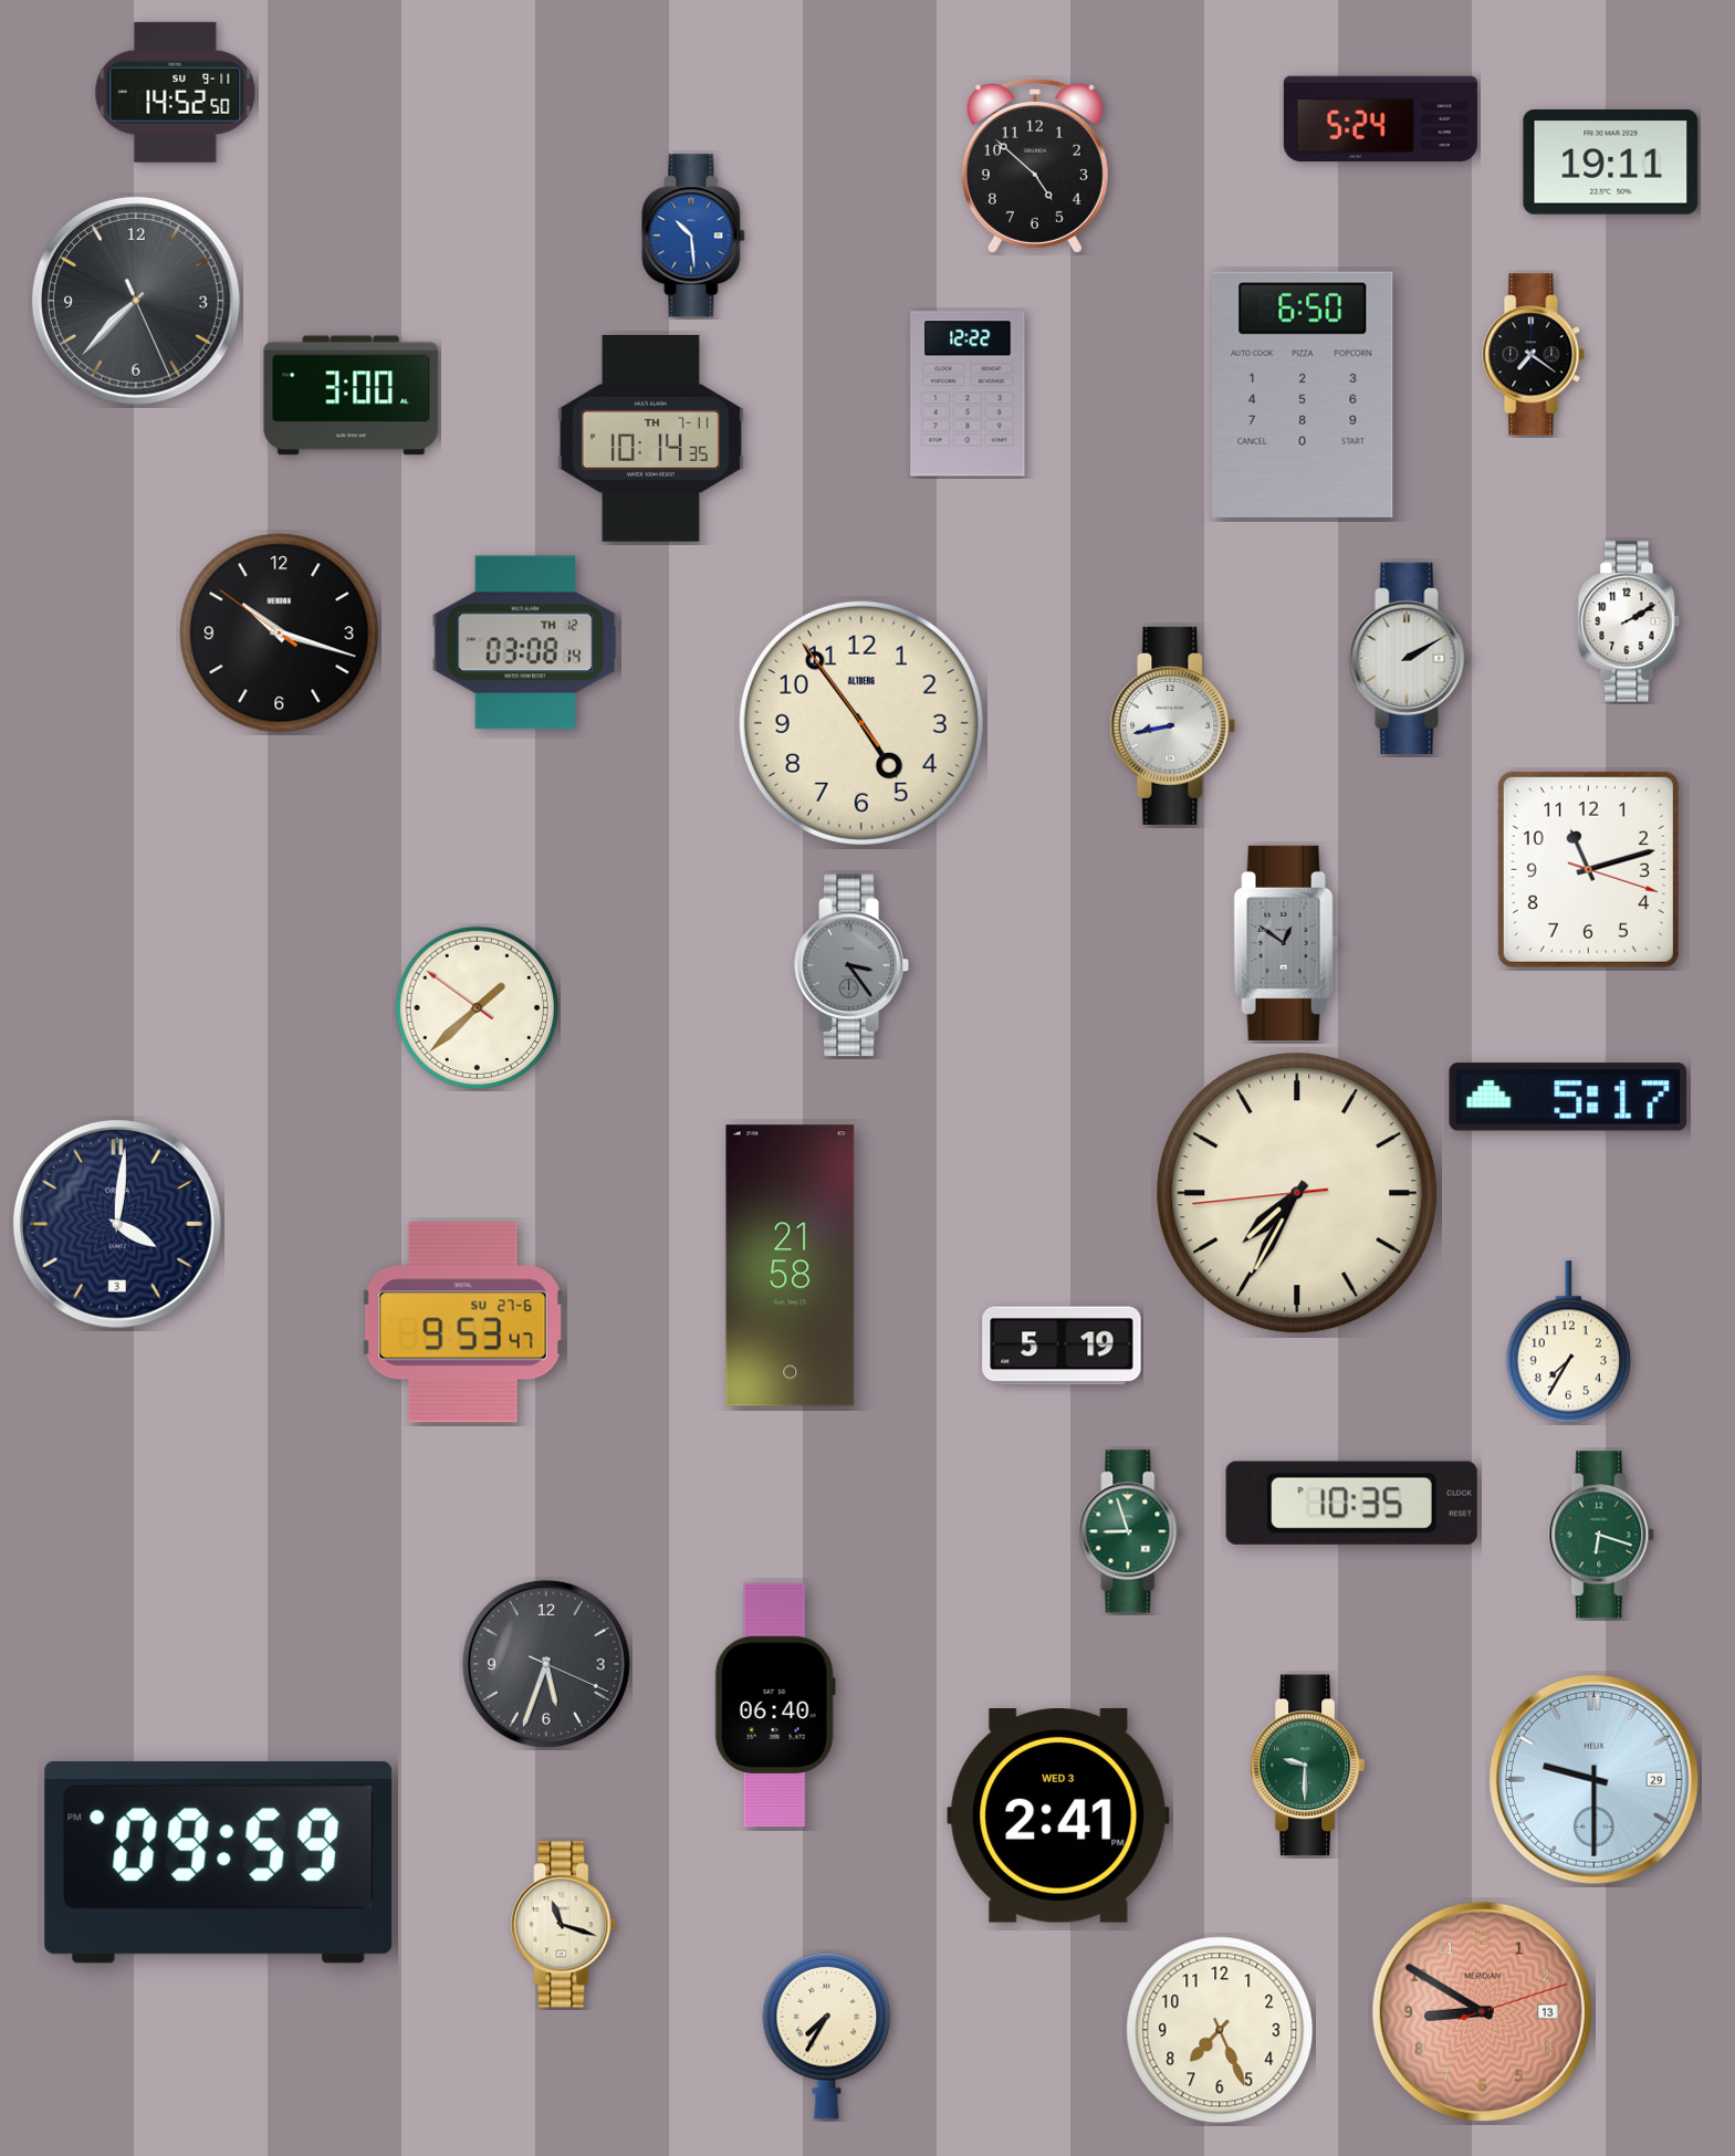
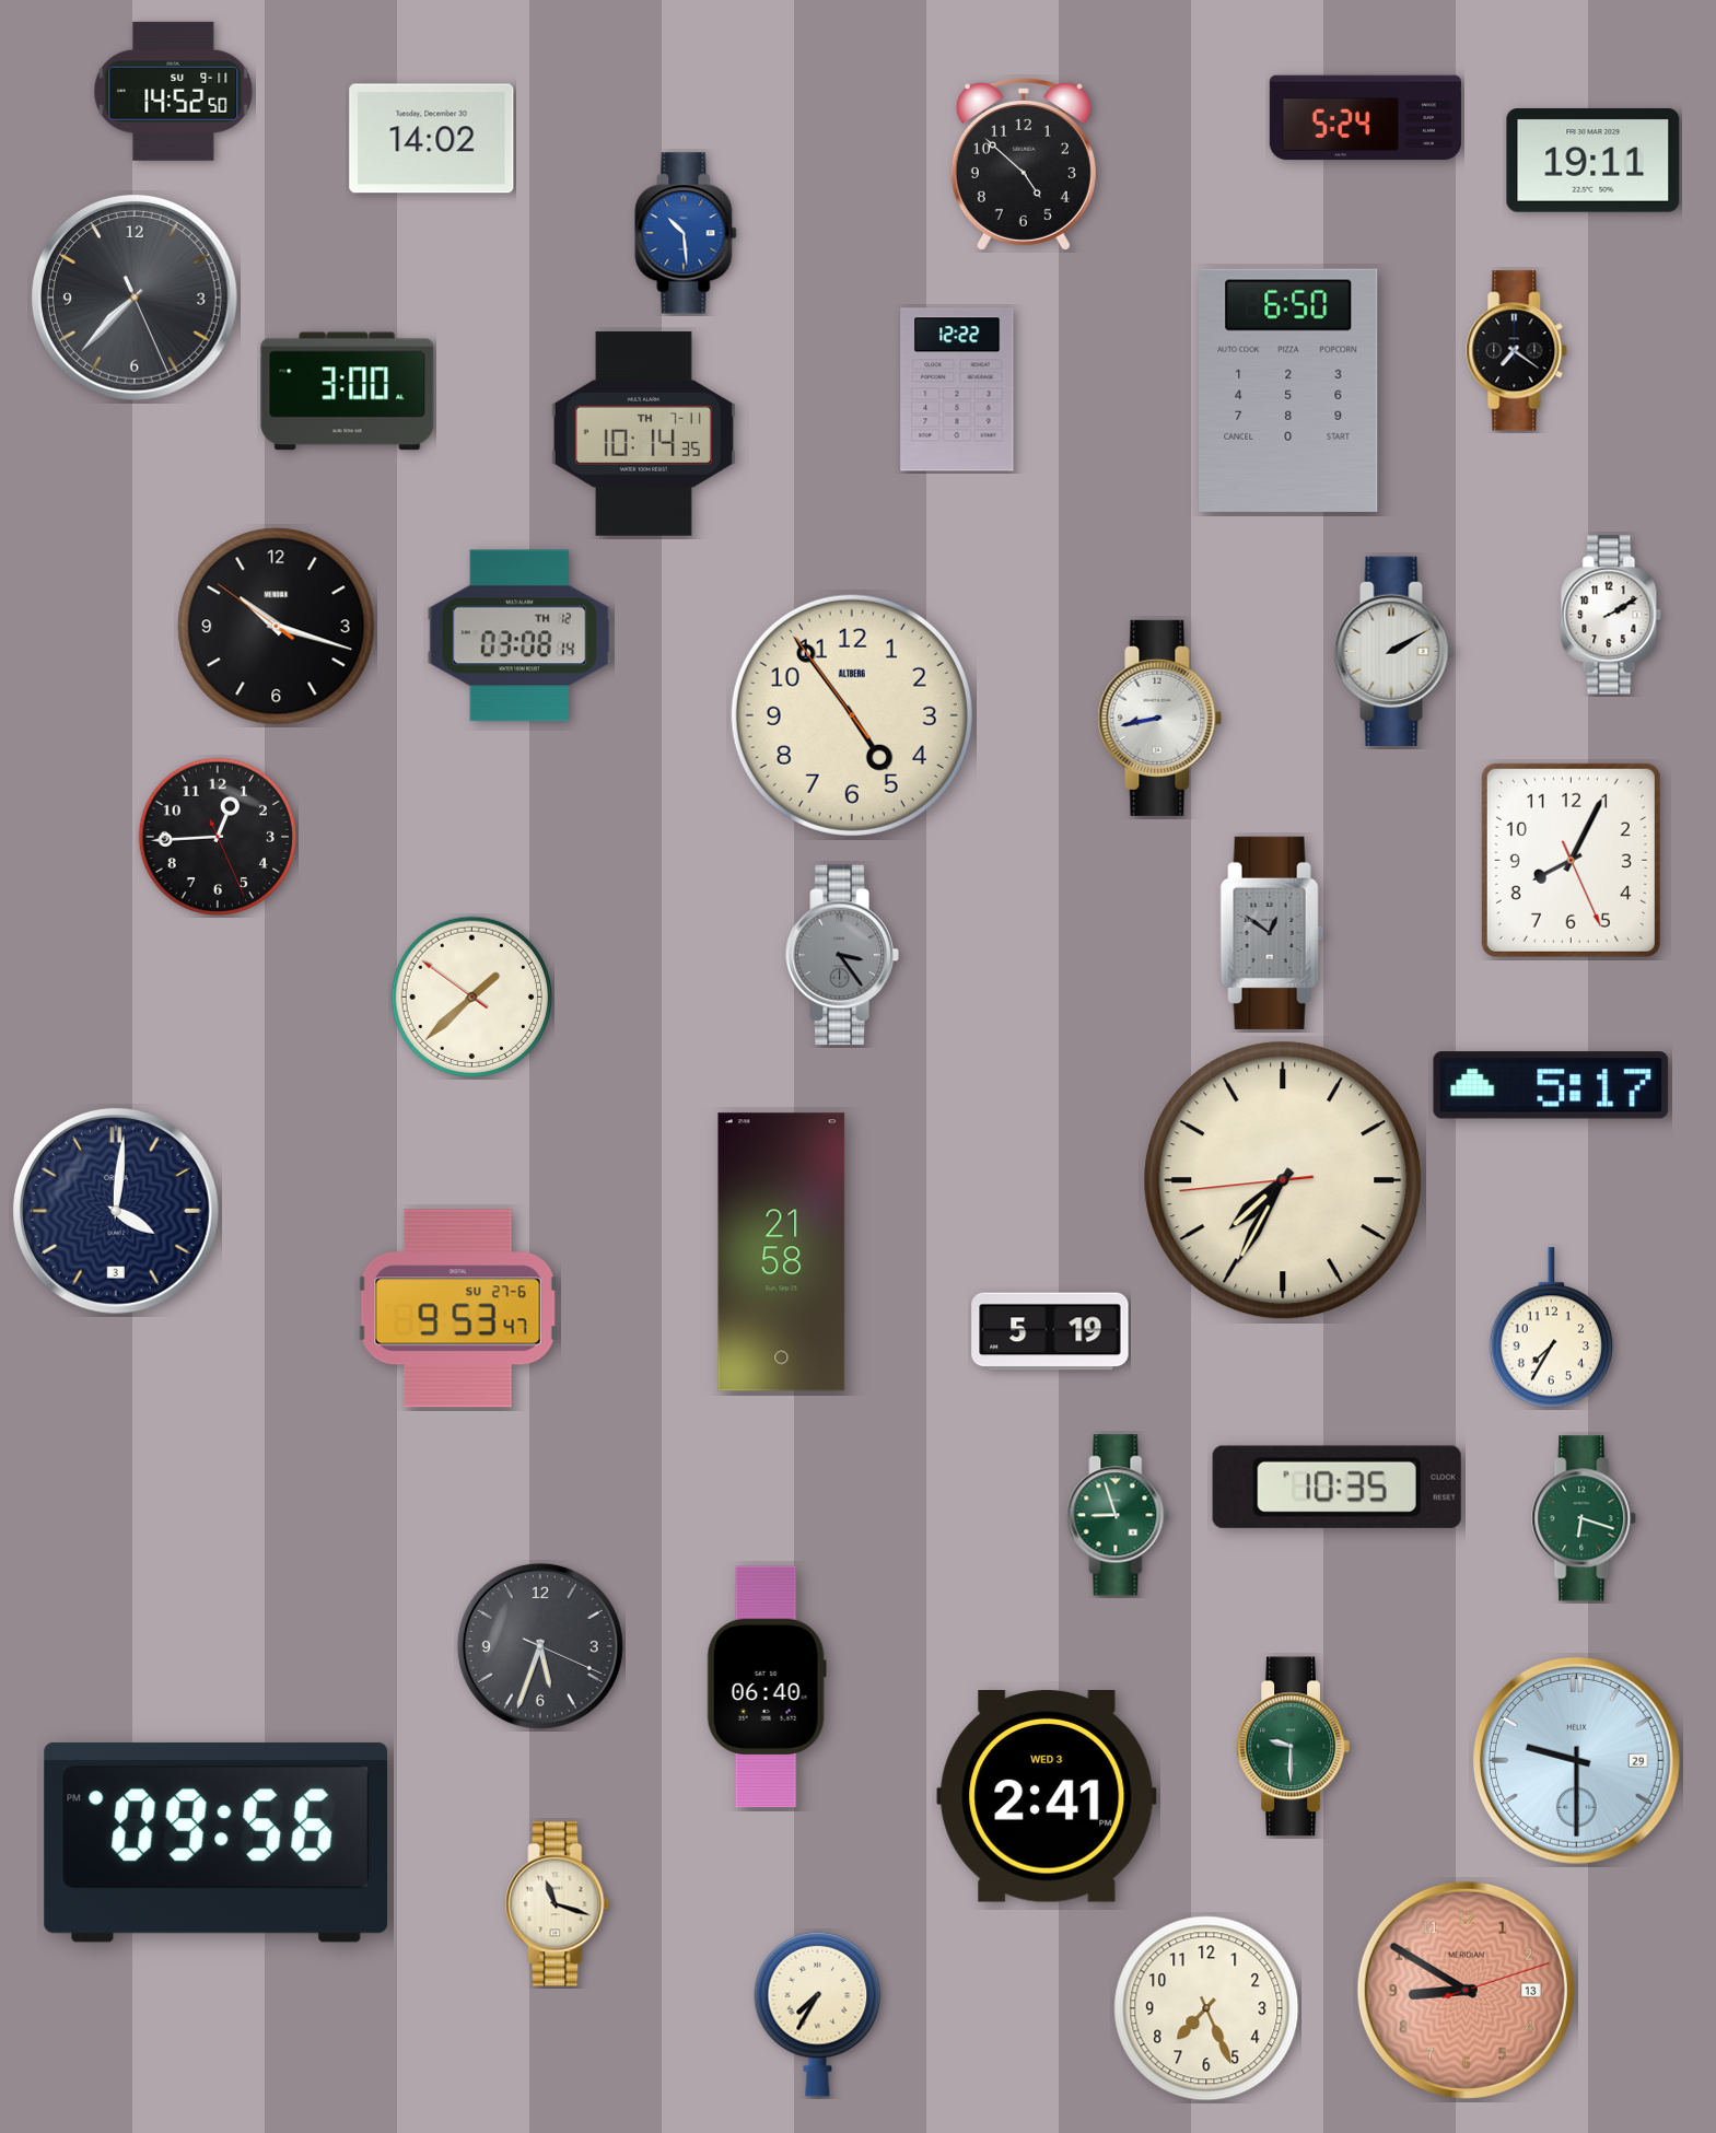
clock at (432, 139): none -> 14:02
clock at (218, 837): none -> 12:44
clock at (1588, 869): 11:12 -> 8:04
clock at (219, 1862): 09:59 -> 09:56
